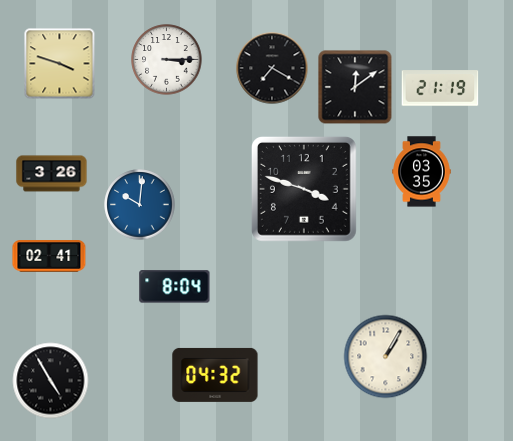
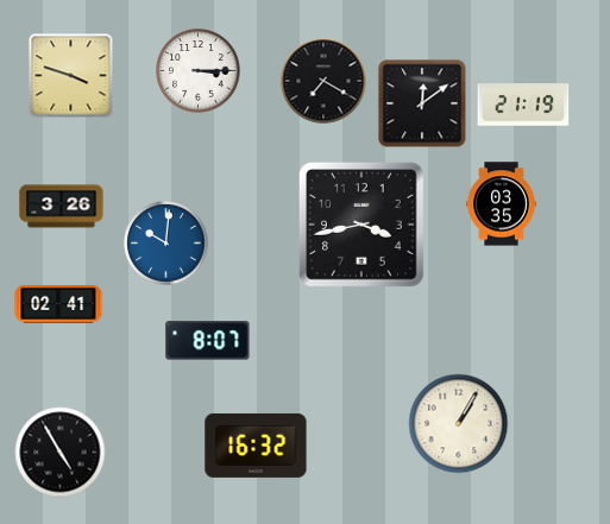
clock at (304, 189): 3:48 -> 3:43
clock at (175, 287): 8:04 -> 8:07
clock at (215, 375): 04:32 -> 16:32
